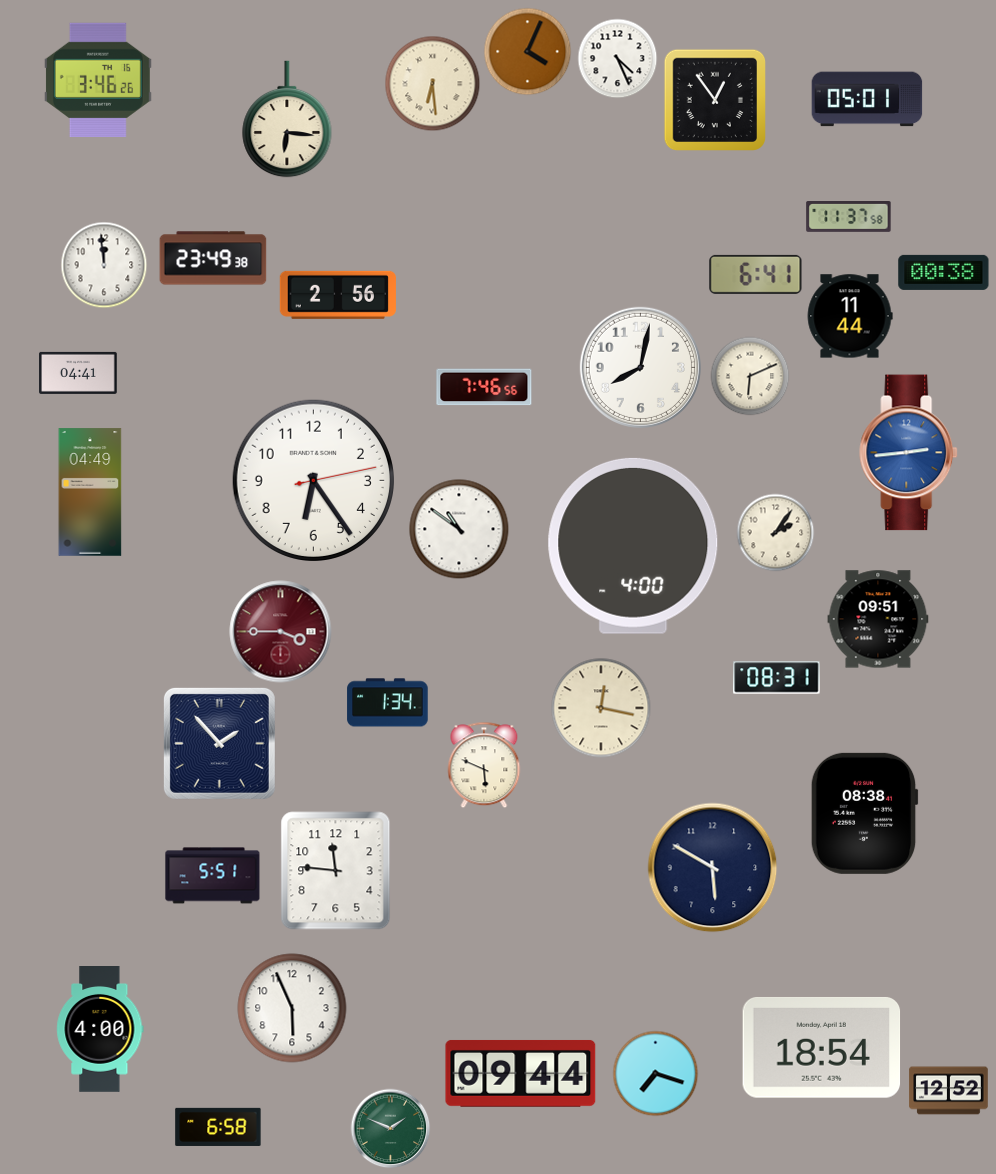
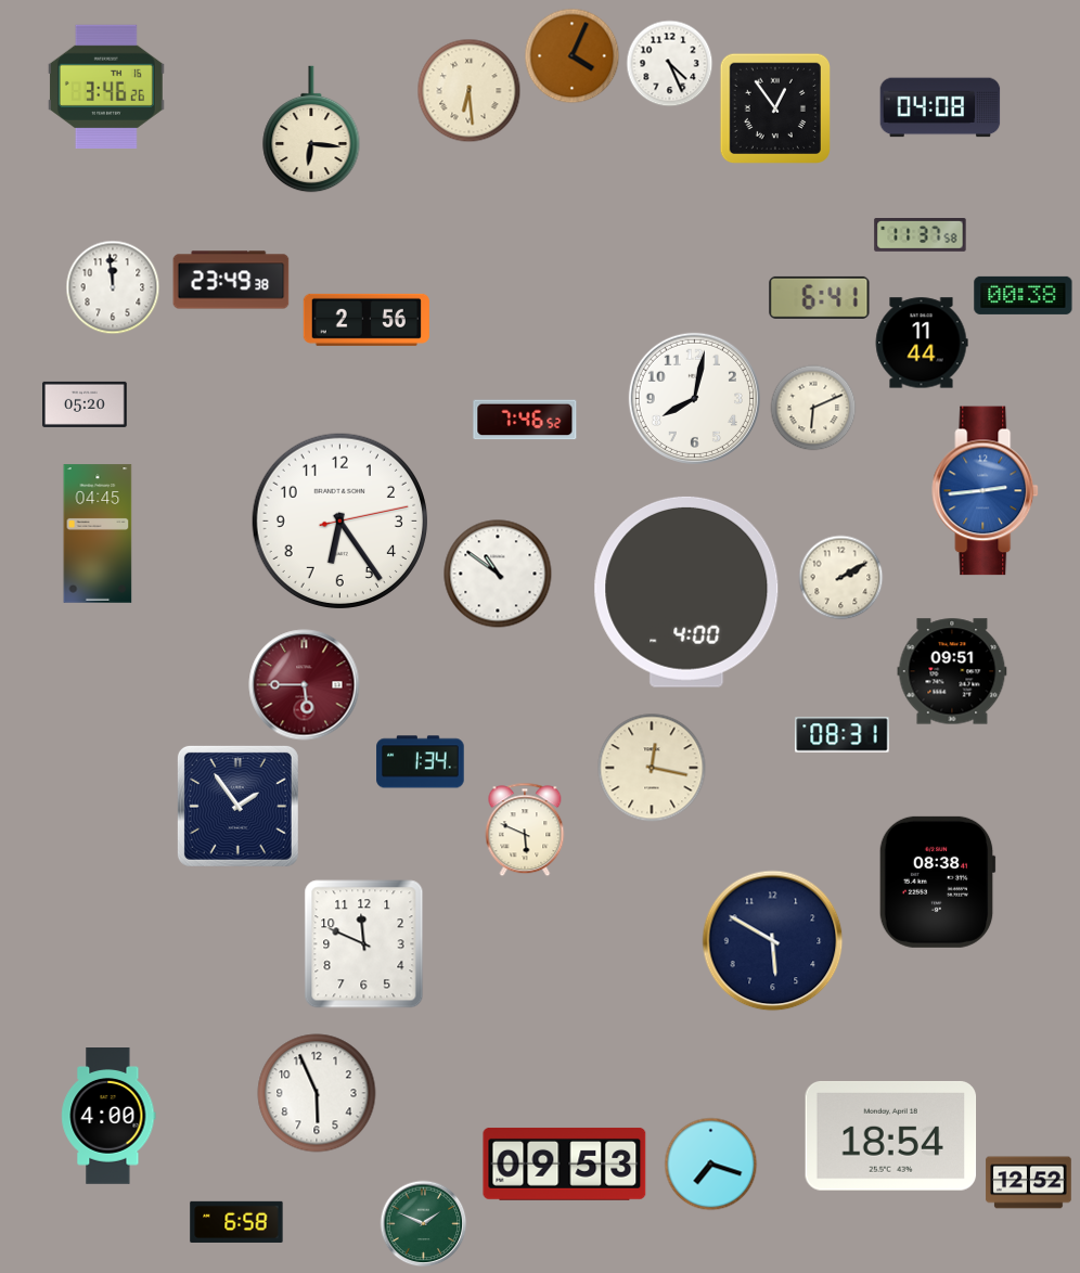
clock at (867, 99): 05:01 -> 04:08
clock at (78, 373): 04:41 -> 05:20
clock at (484, 387): 7:46:56 -> 7:46:52
clock at (90, 492): 04:49 -> 04:45
clock at (775, 532): 2:06 -> 2:10
clock at (281, 632): 3:45 -> 5:45
clock at (219, 743): 1:53 -> 1:54
clock at (336, 871): 11:46 -> 11:49
clock at (213, 876): 5:51 -> none
clock at (521, 1073): 09:44 -> 09:53
